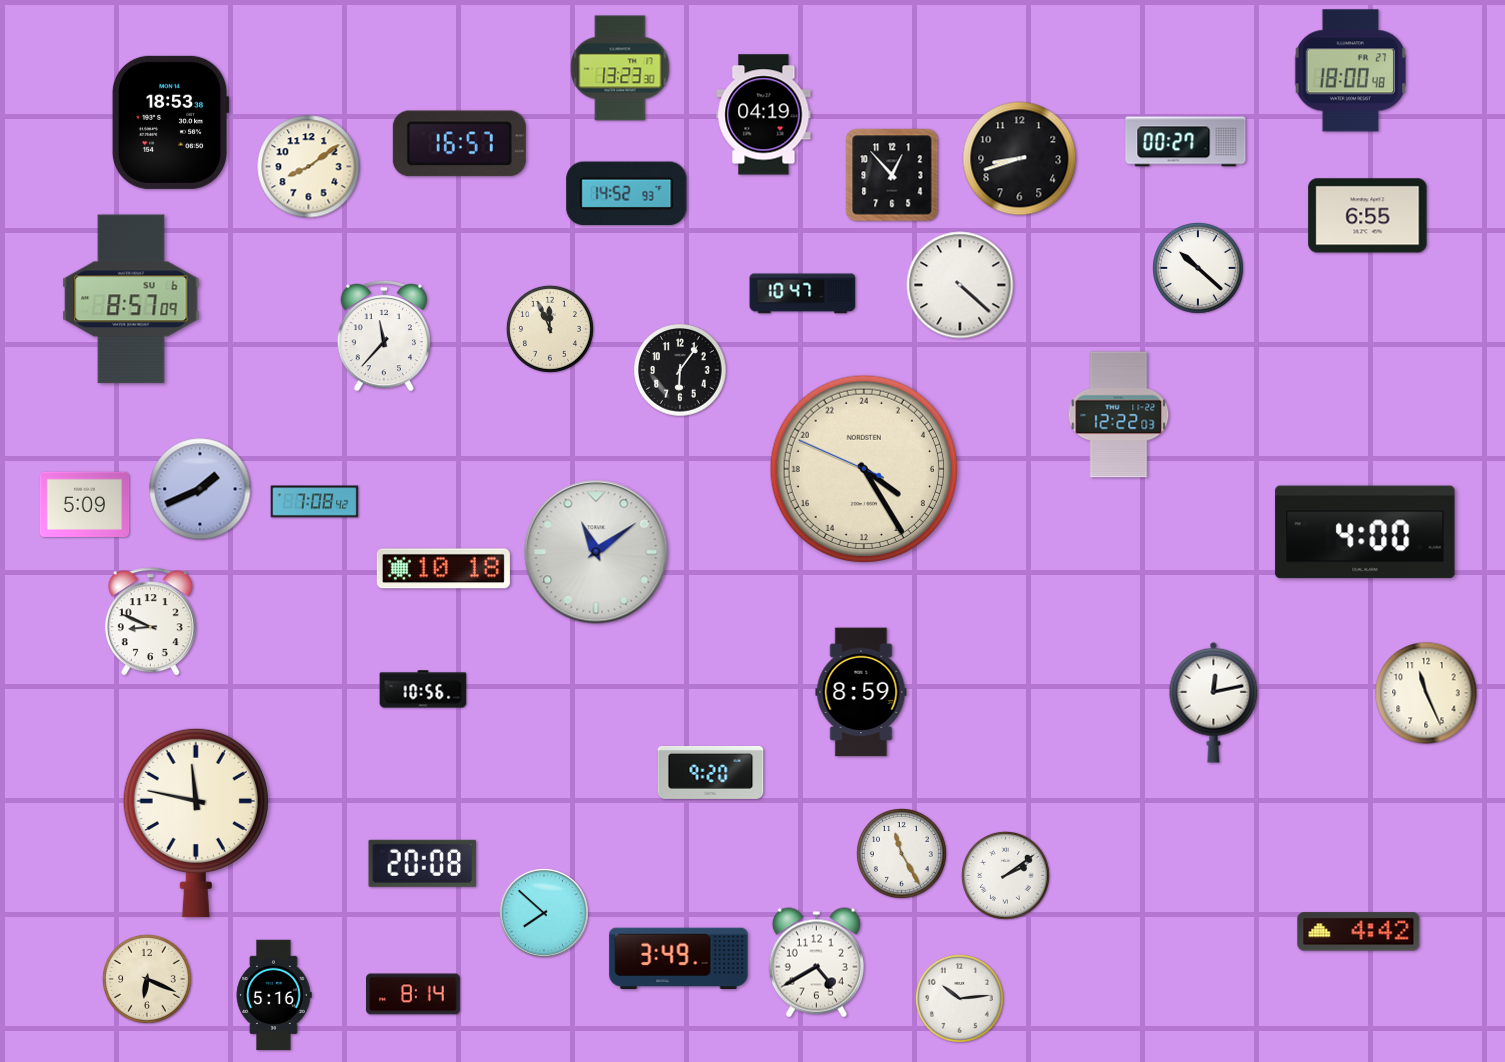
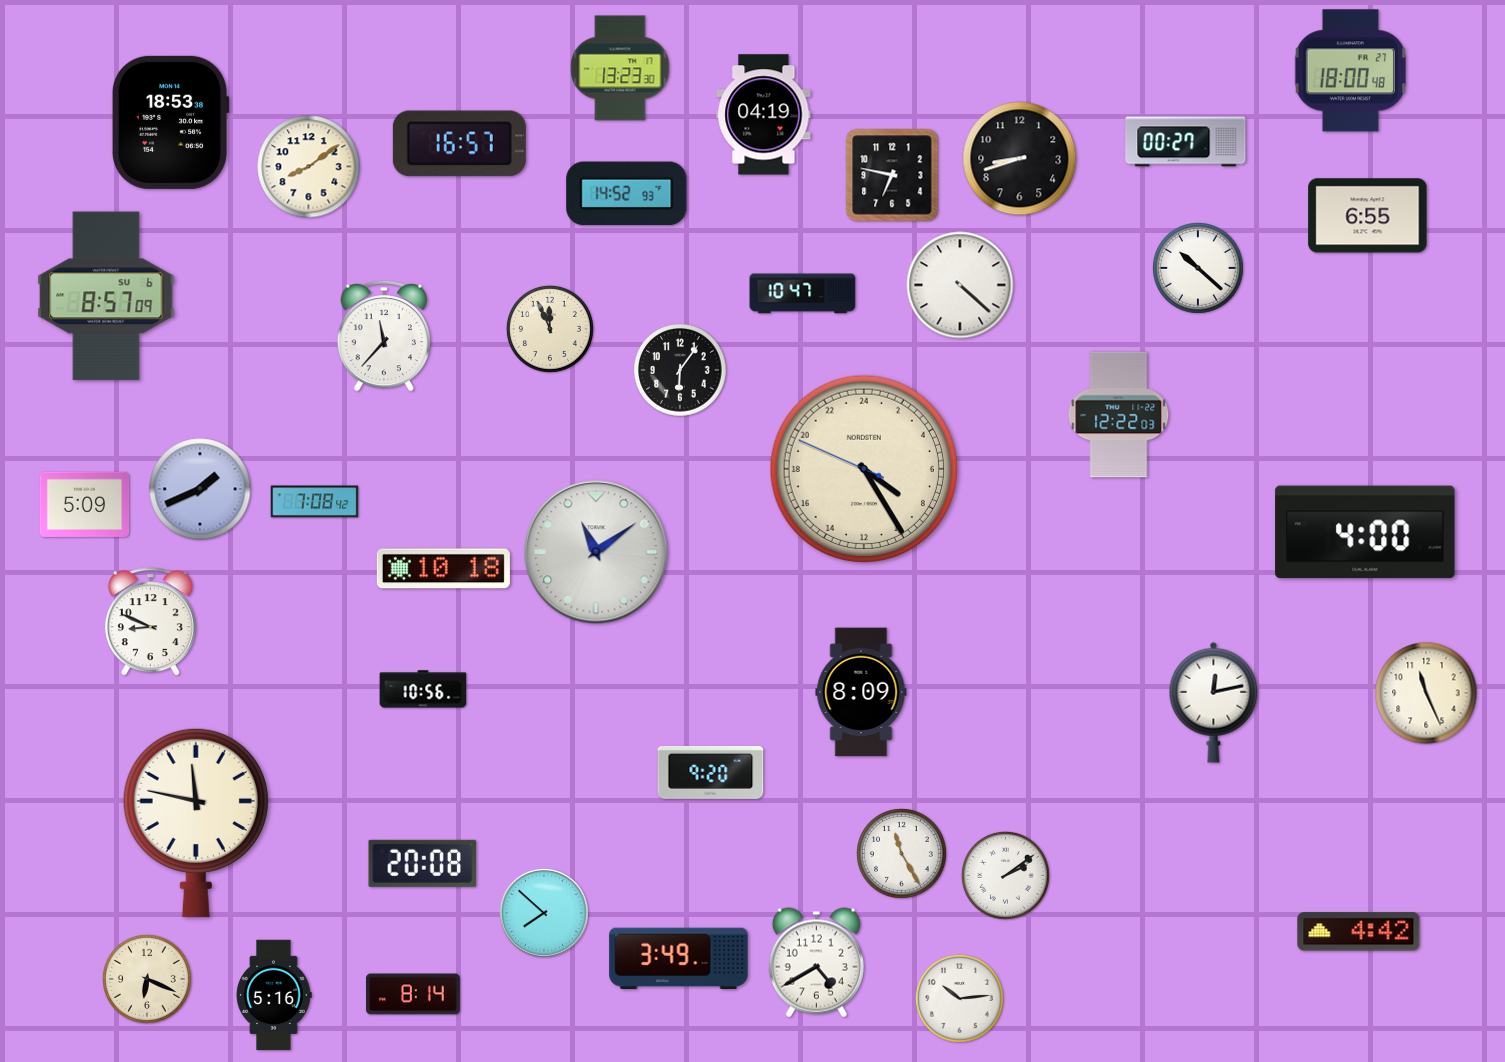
clock at (892, 175): 12:53 -> 6:47
clock at (131, 299) position: (131, 299) -> (106, 296)
clock at (861, 692): 8:59 -> 8:09
